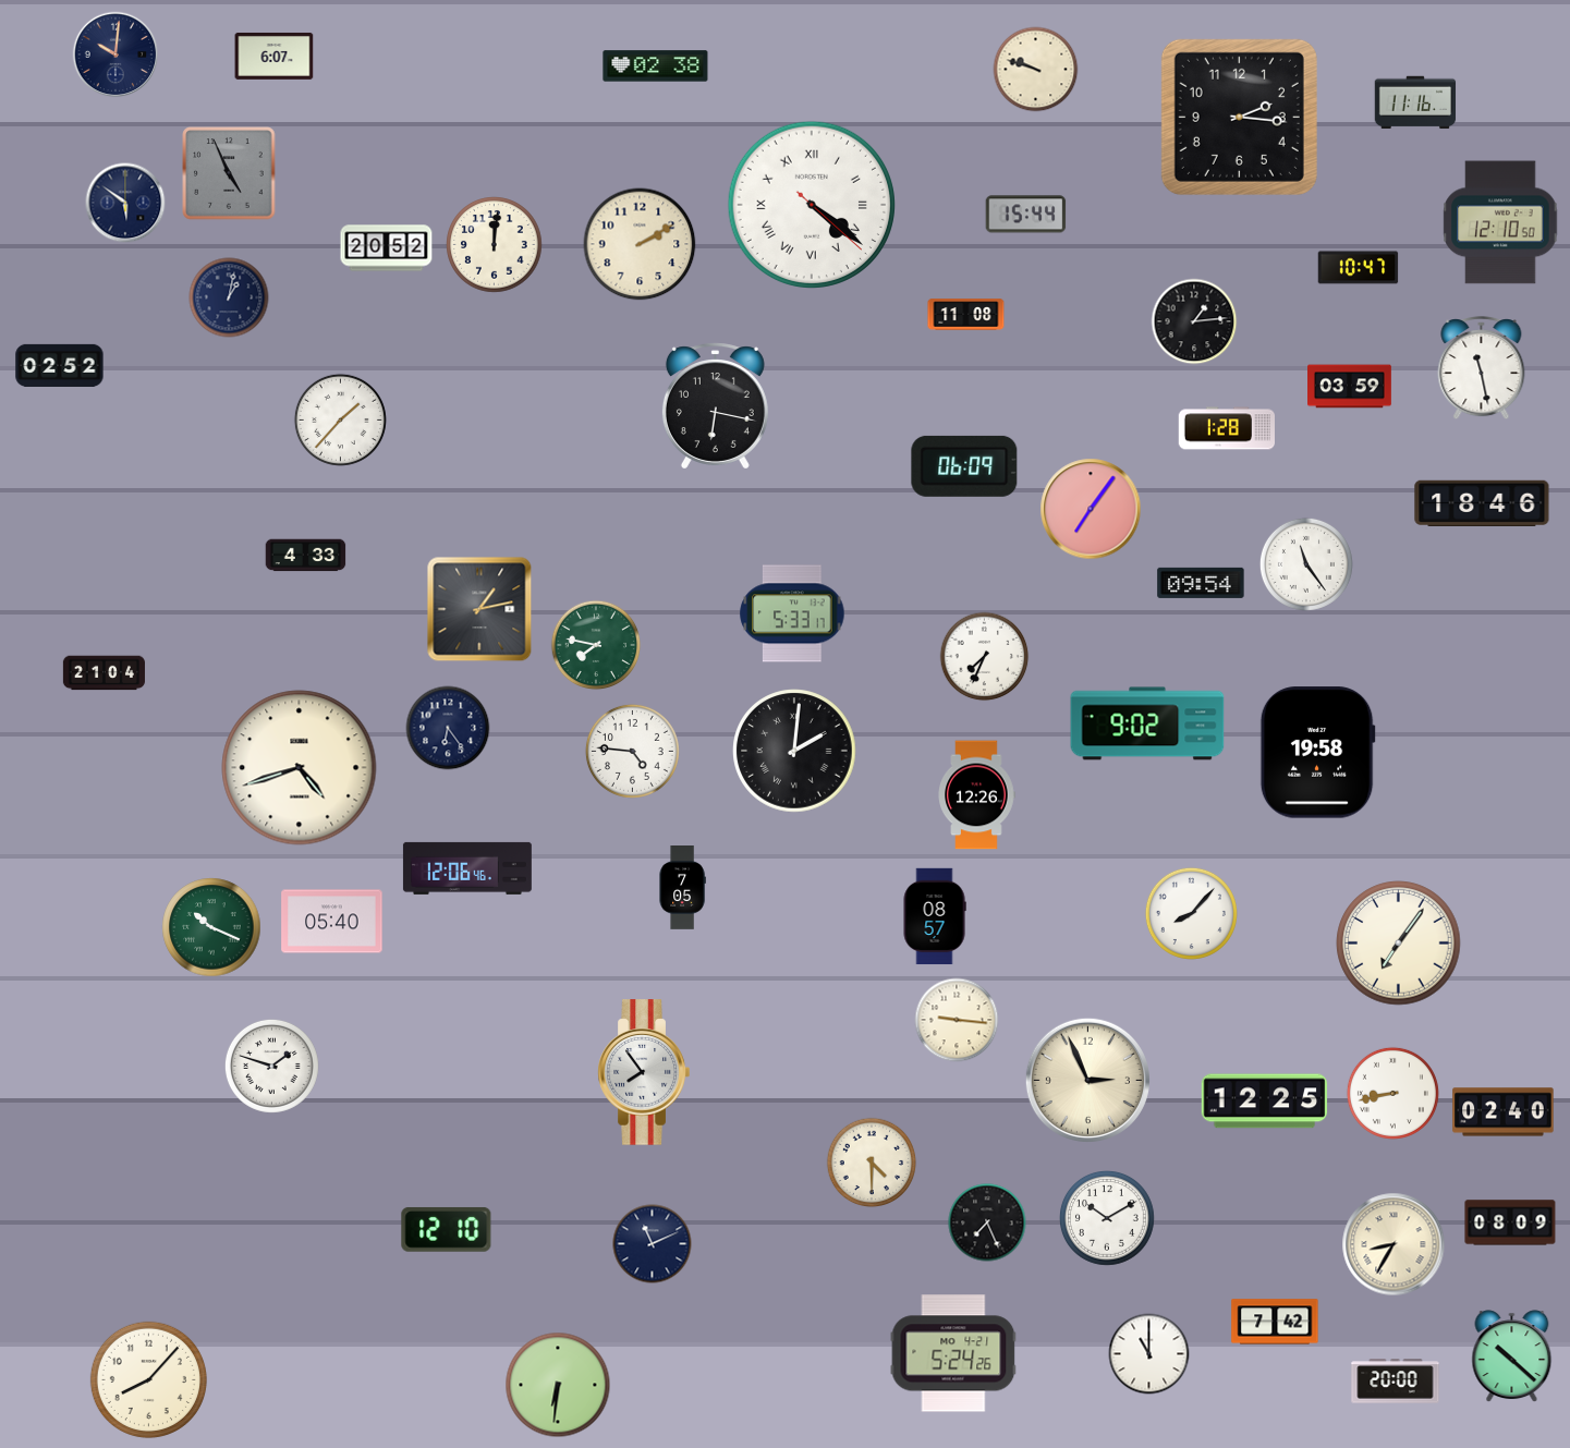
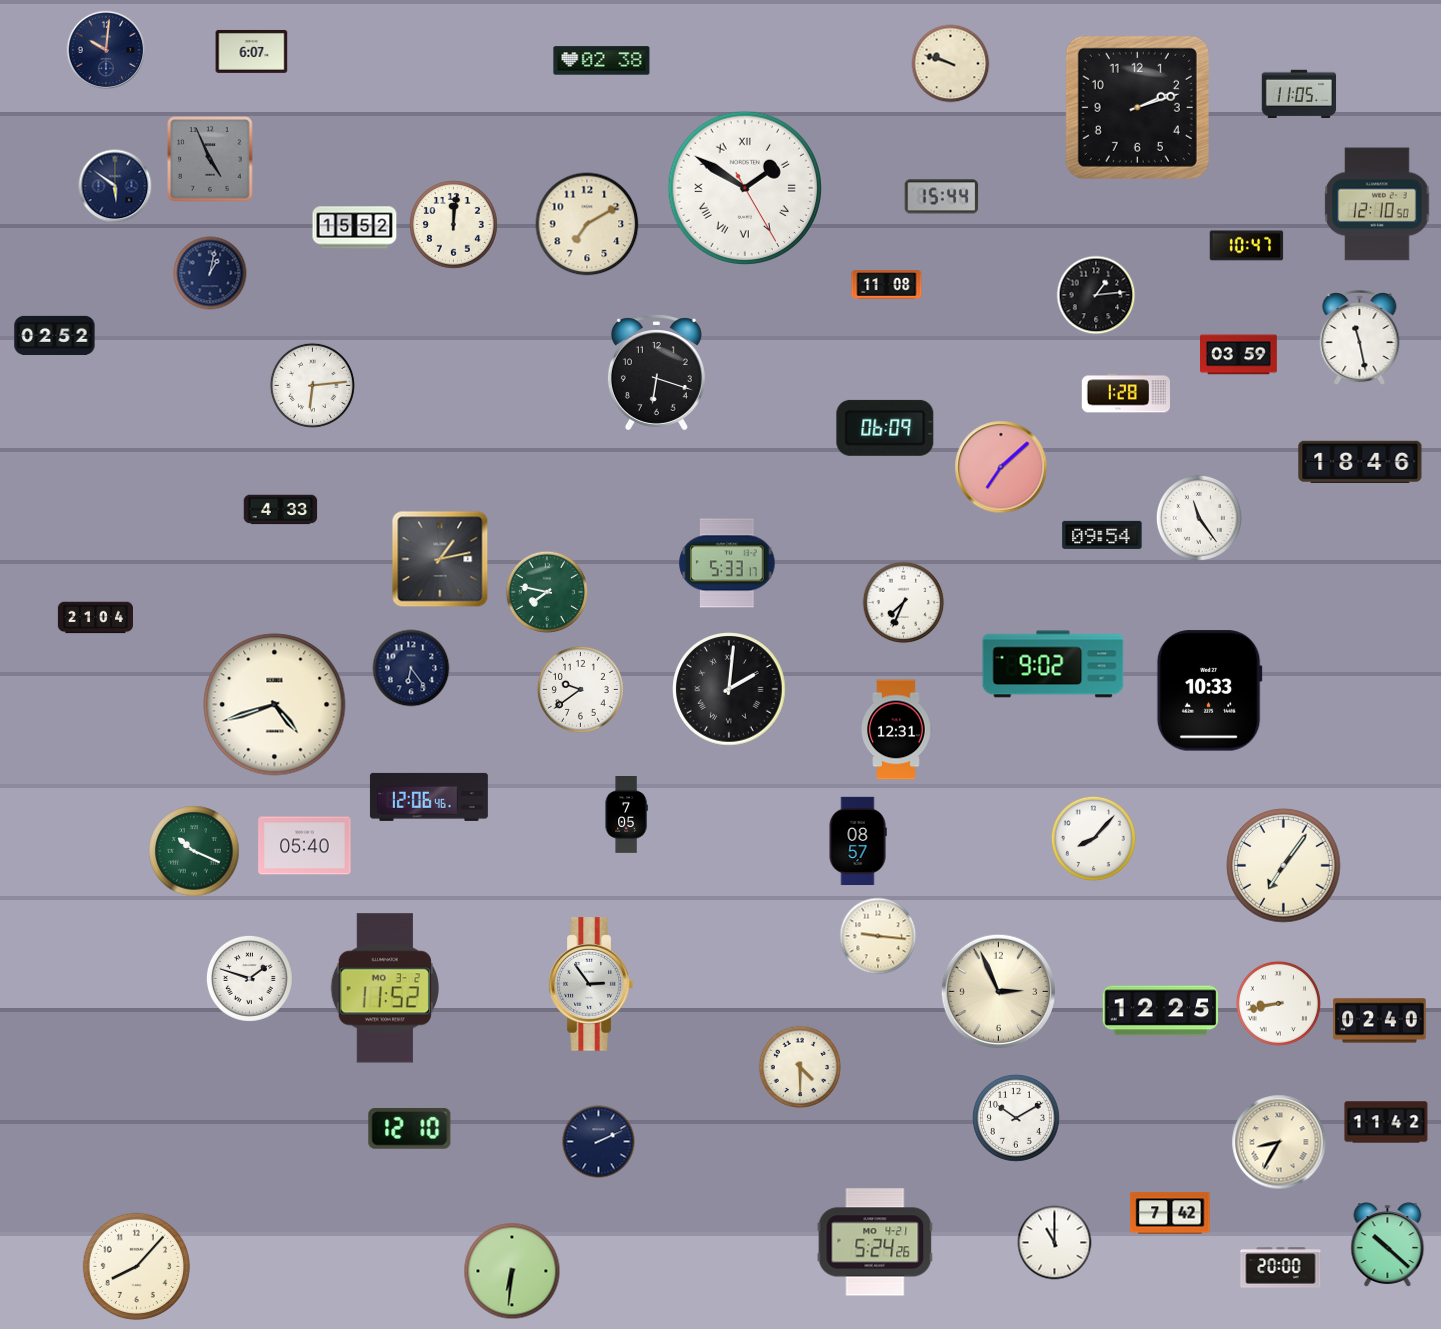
clock at (1415, 102): 11:16 -> 11:05
clock at (1239, 117): 2:16 -> 2:12
clock at (811, 204): 4:21 -> 1:50
clock at (640, 244): 2:10 -> 7:10
clock at (387, 248): 20:52 -> 15:52
clock at (966, 315) position: (966, 315) -> (887, 285)
clock at (715, 406): 6:17 -> 6:18
clock at (340, 419): 1:37 -> 6:14
clock at (1091, 509): 7:06 -> 7:08
clock at (632, 751): 4:46 -> 9:39
clock at (1317, 753): 19:58 -> 10:33
clock at (976, 795): 12:26 -> 12:31
clock at (644, 1072): 7:54 -> 2:54
clock at (385, 988): none -> 11:52
clock at (987, 1222): 7:26 -> none
clock at (1510, 1222): 08:09 -> 11:42
clock at (653, 1244): 11:11 -> 2:11
